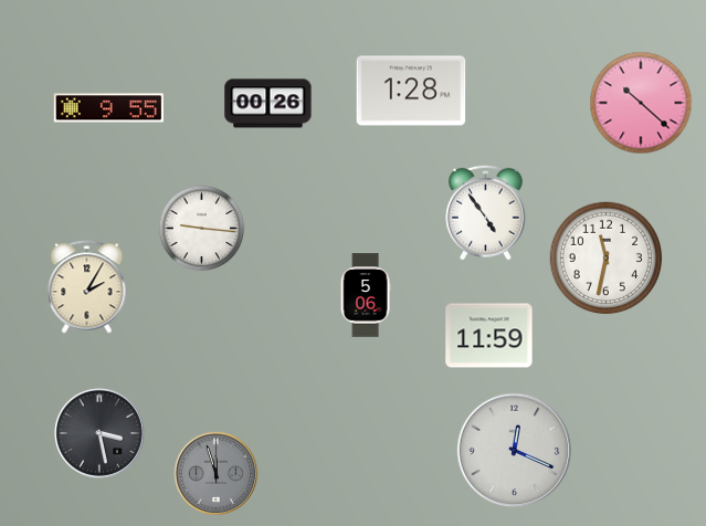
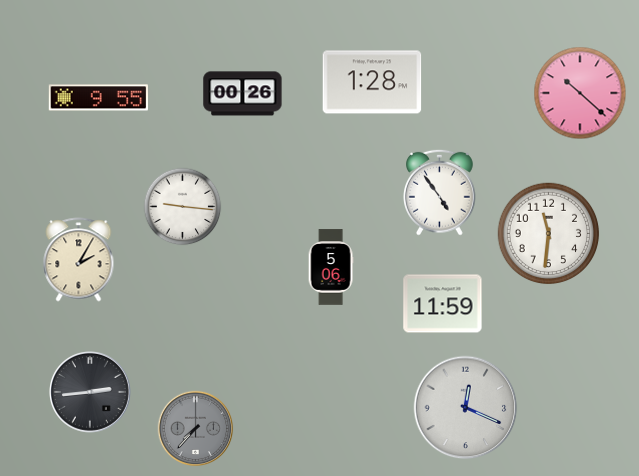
clock at (607, 259): 11:32 -> 11:31
clock at (101, 434): 3:28 -> 2:44
clock at (217, 474): 11:57 -> 7:37
